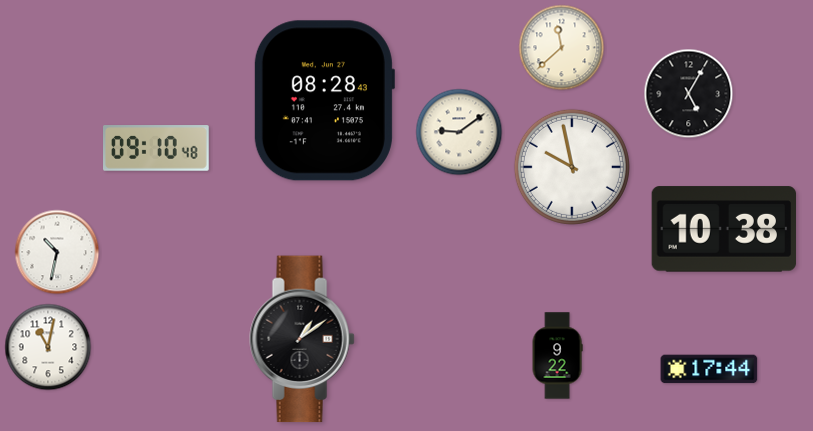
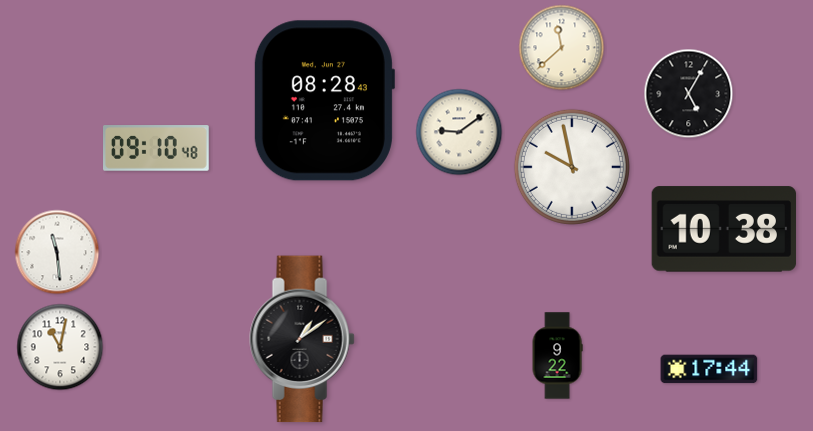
clock at (57, 252): 10:32 -> 11:29
clock at (48, 347) position: (48, 347) -> (60, 347)
